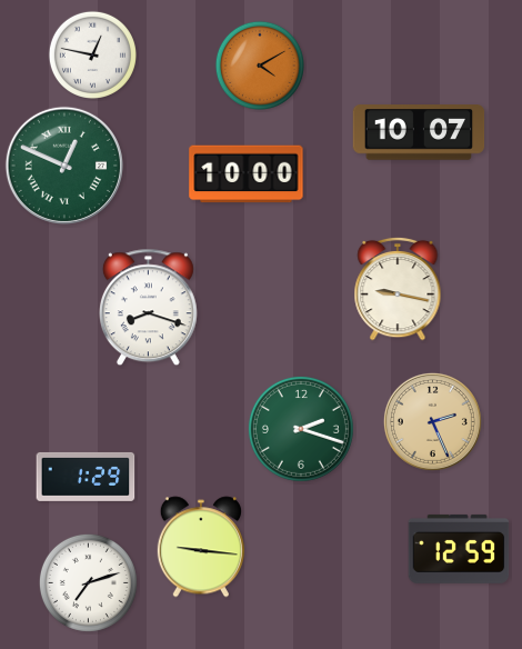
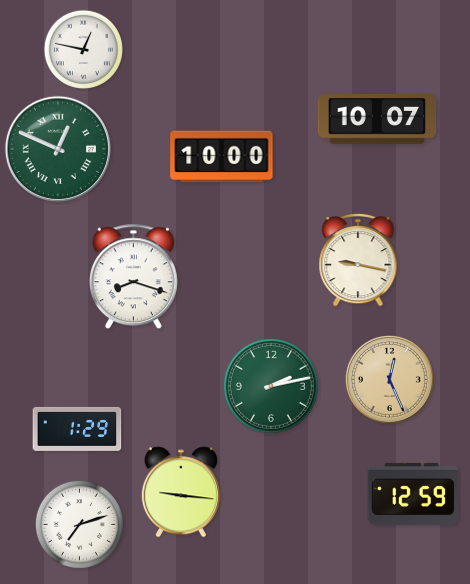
clock at (260, 66): 4:10 -> none
clock at (432, 421): 2:26 -> 12:26
clock at (301, 429): 2:18 -> 2:13
